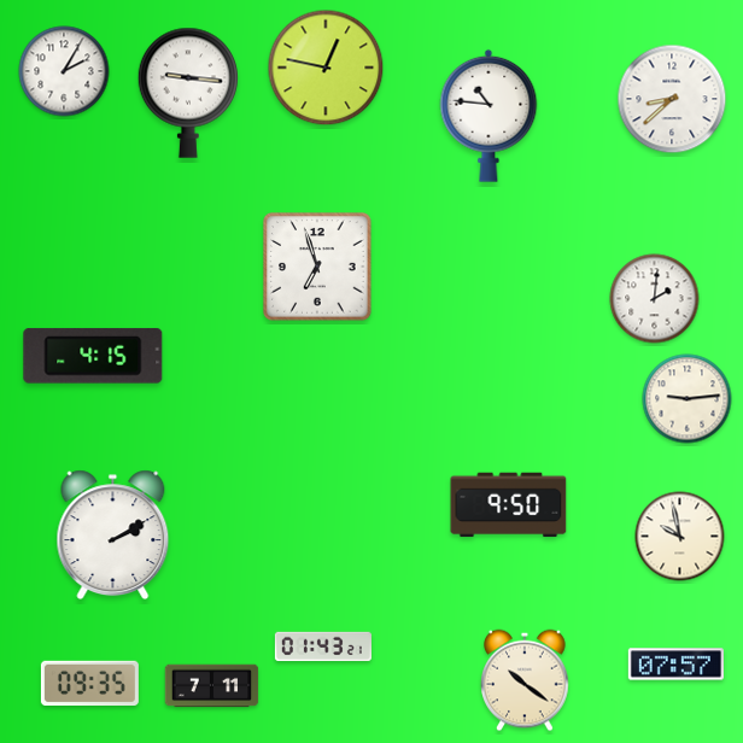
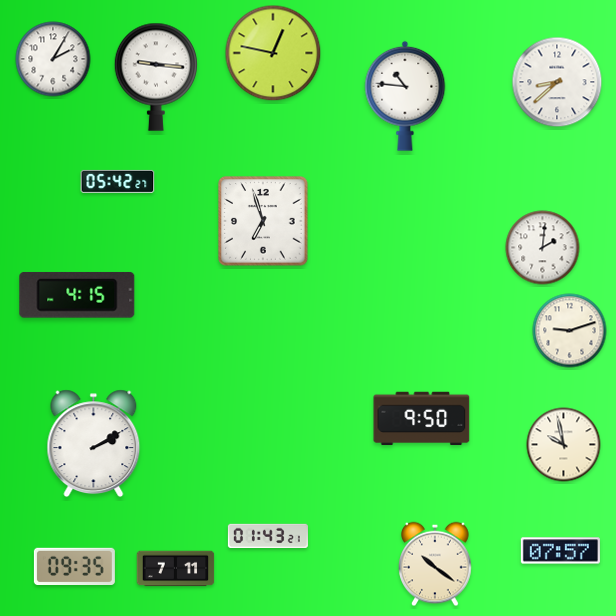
clock at (326, 68) position: (326, 68) -> (273, 53)
clock at (118, 181): none -> 05:42
clock at (688, 399): 9:14 -> 9:12
